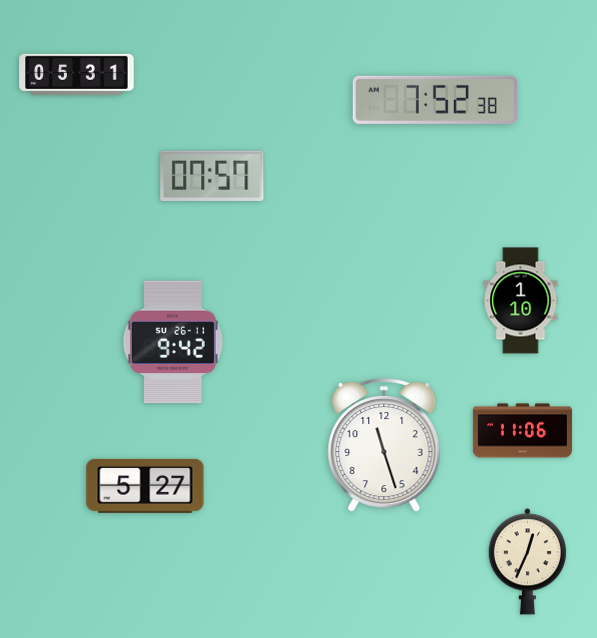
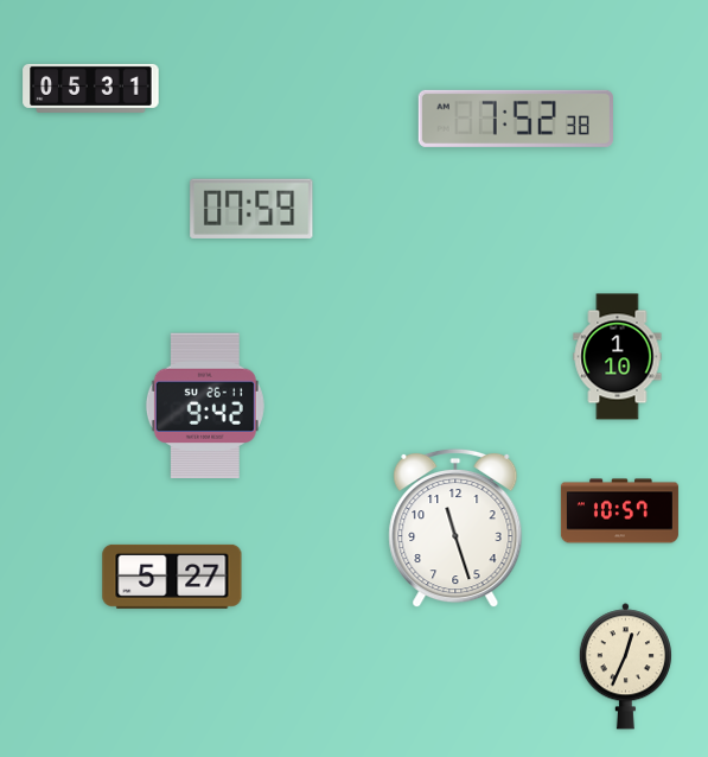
clock at (212, 176): 07:57 -> 07:59
clock at (522, 431): 11:06 -> 10:57
